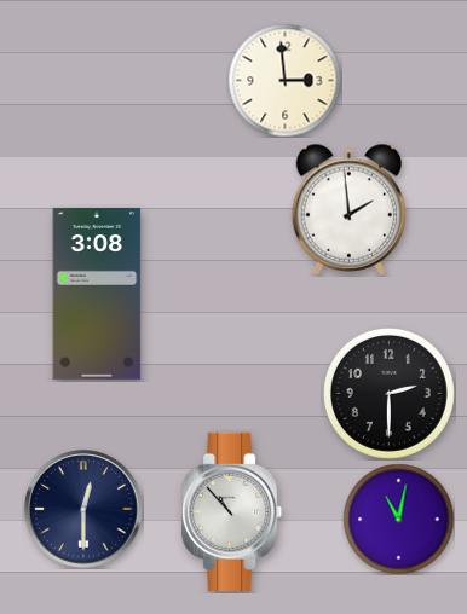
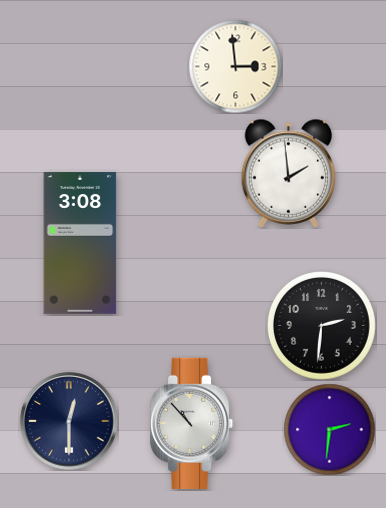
clock at (390, 394): 2:30 -> 2:31
clock at (398, 519): 11:02 -> 2:31
